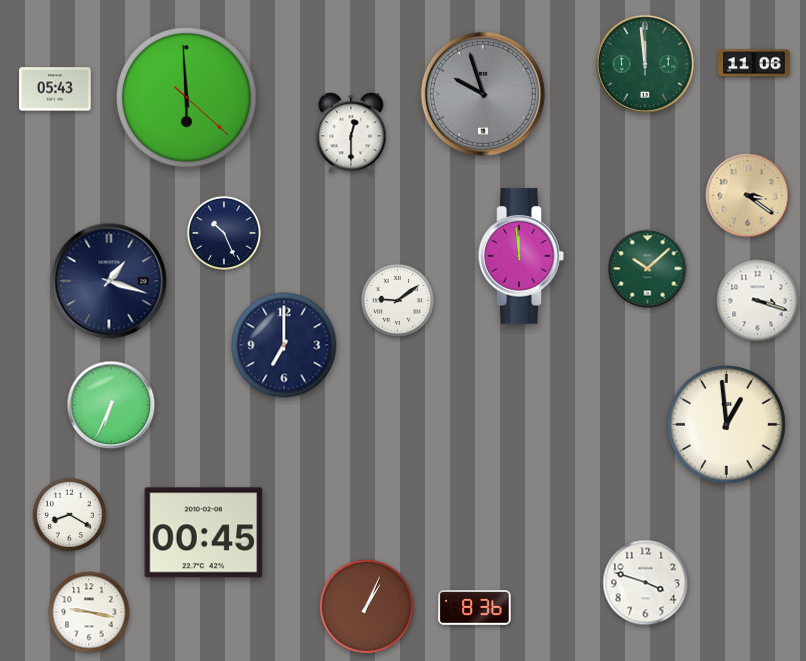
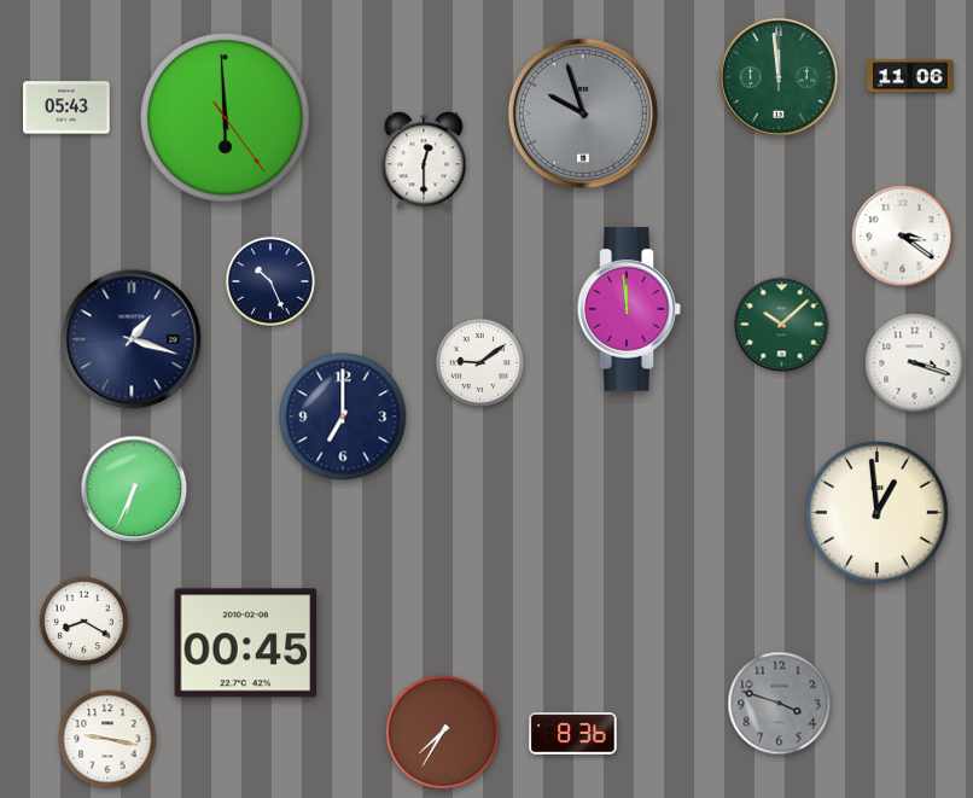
clock at (187, 98): 5:59:22 -> 5:59:24
clock at (748, 196) dial: champagne -> white
clock at (646, 583) dial: white -> grey
clock at (366, 606): 1:04 -> 7:35
